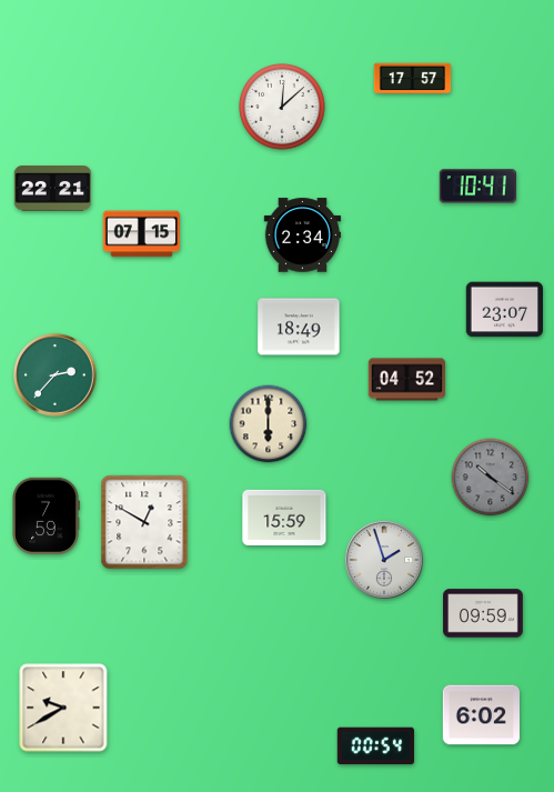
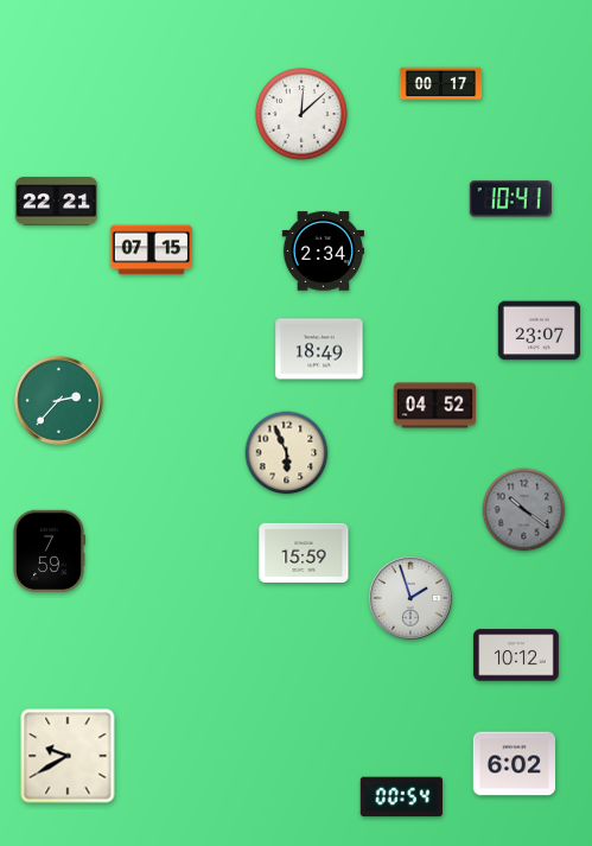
clock at (413, 79): 17:57 -> 00:17
clock at (269, 424): 6:00 -> 5:56
clock at (144, 522): 12:50 -> none
clock at (483, 613): 09:59 -> 10:12
